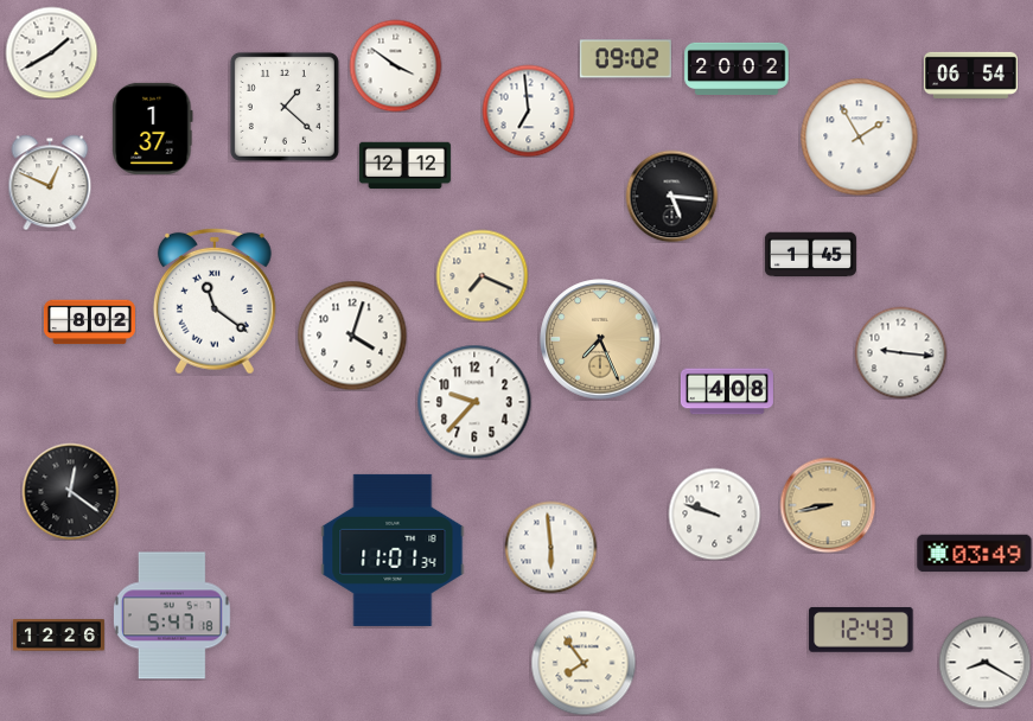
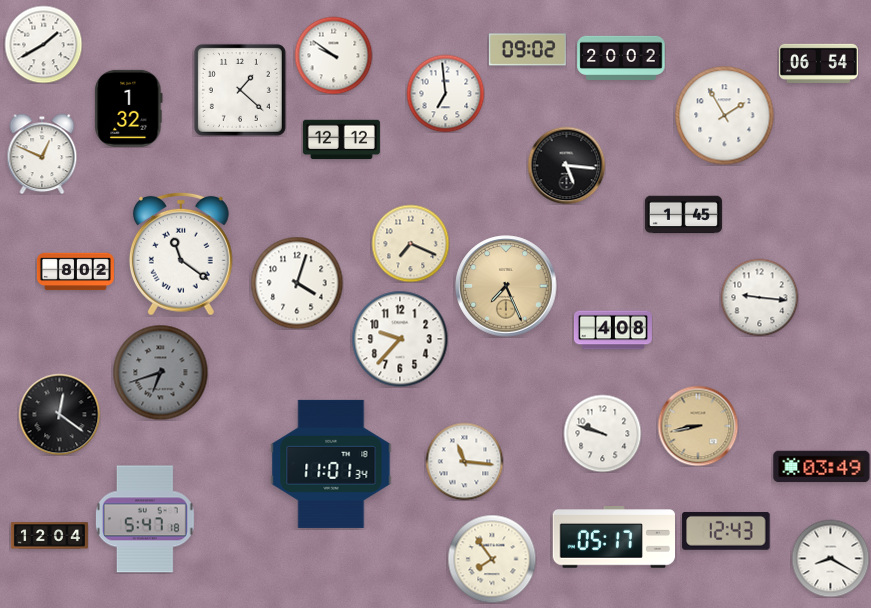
clock at (395, 65): 3:51 -> 9:51
clock at (153, 128): 1:37 -> 1:32
clock at (482, 275) position: (482, 275) -> (410, 243)
clock at (160, 372): none -> 6:42
clock at (550, 547): 5:59 -> 11:16
clock at (58, 636): 12:26 -> 12:04
clock at (613, 537): none -> 05:17
